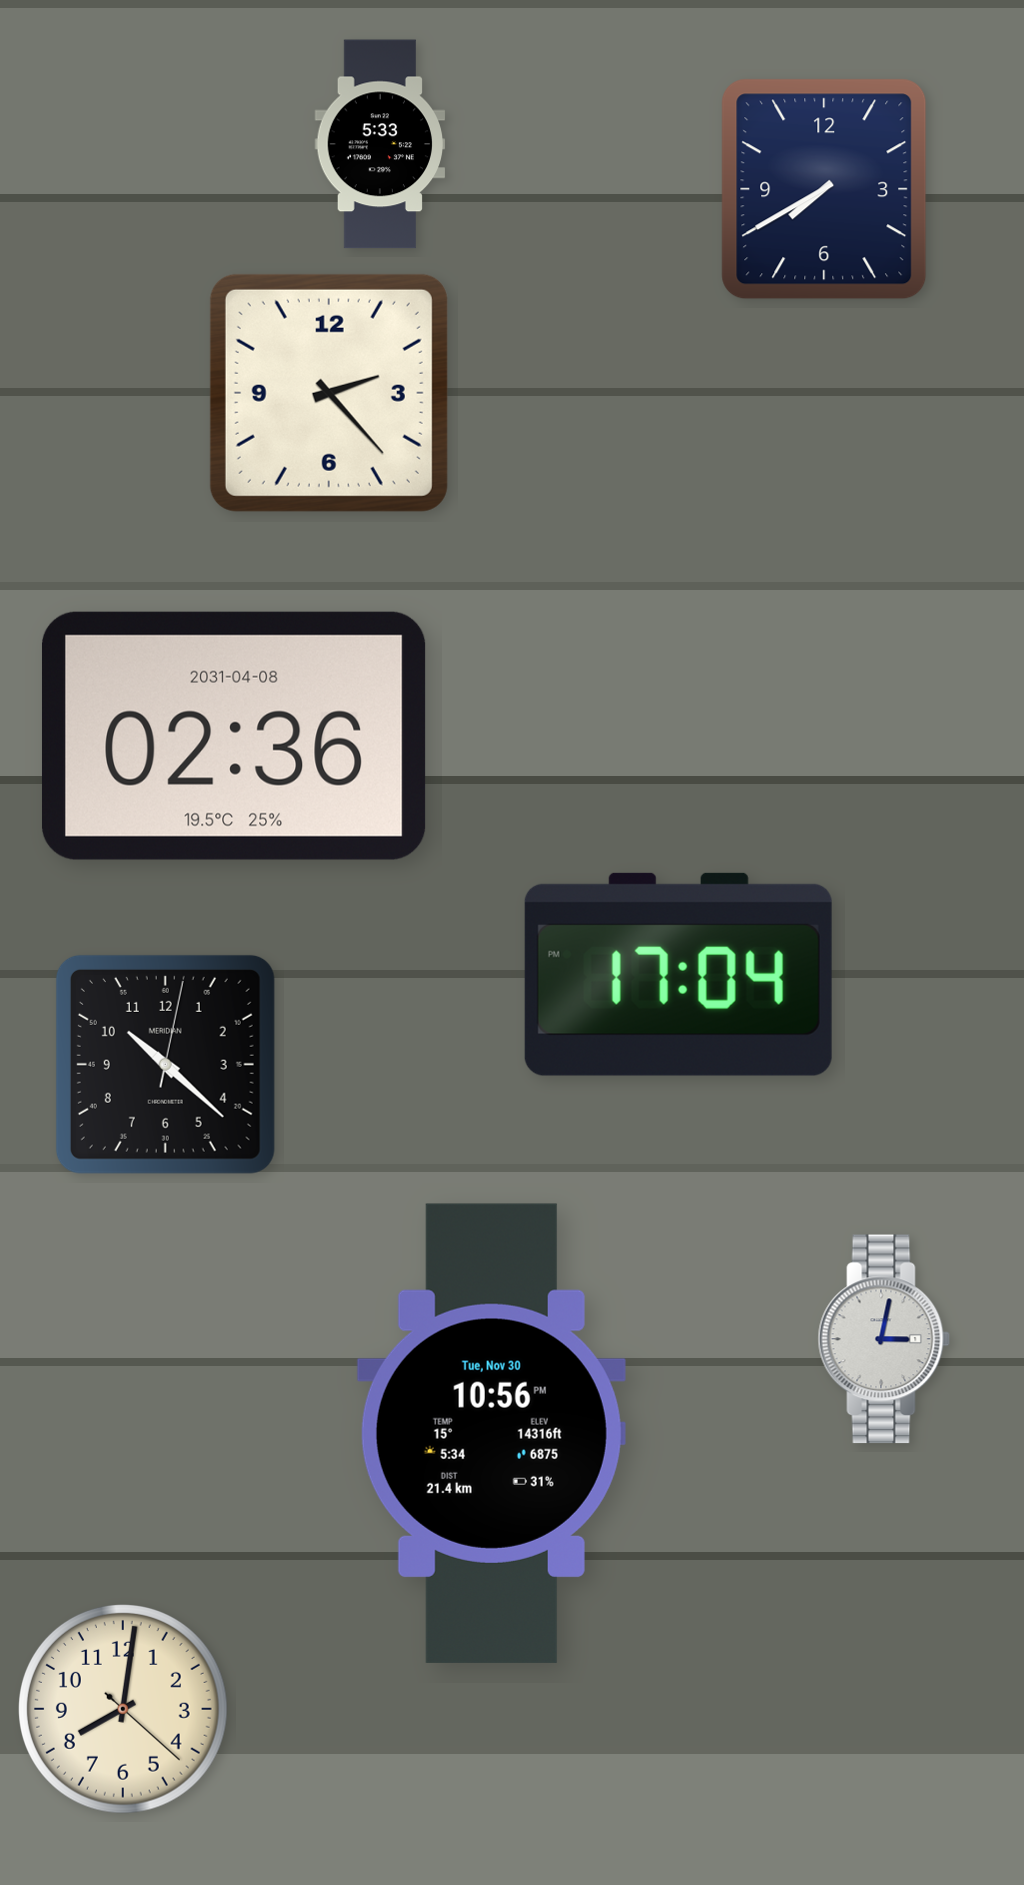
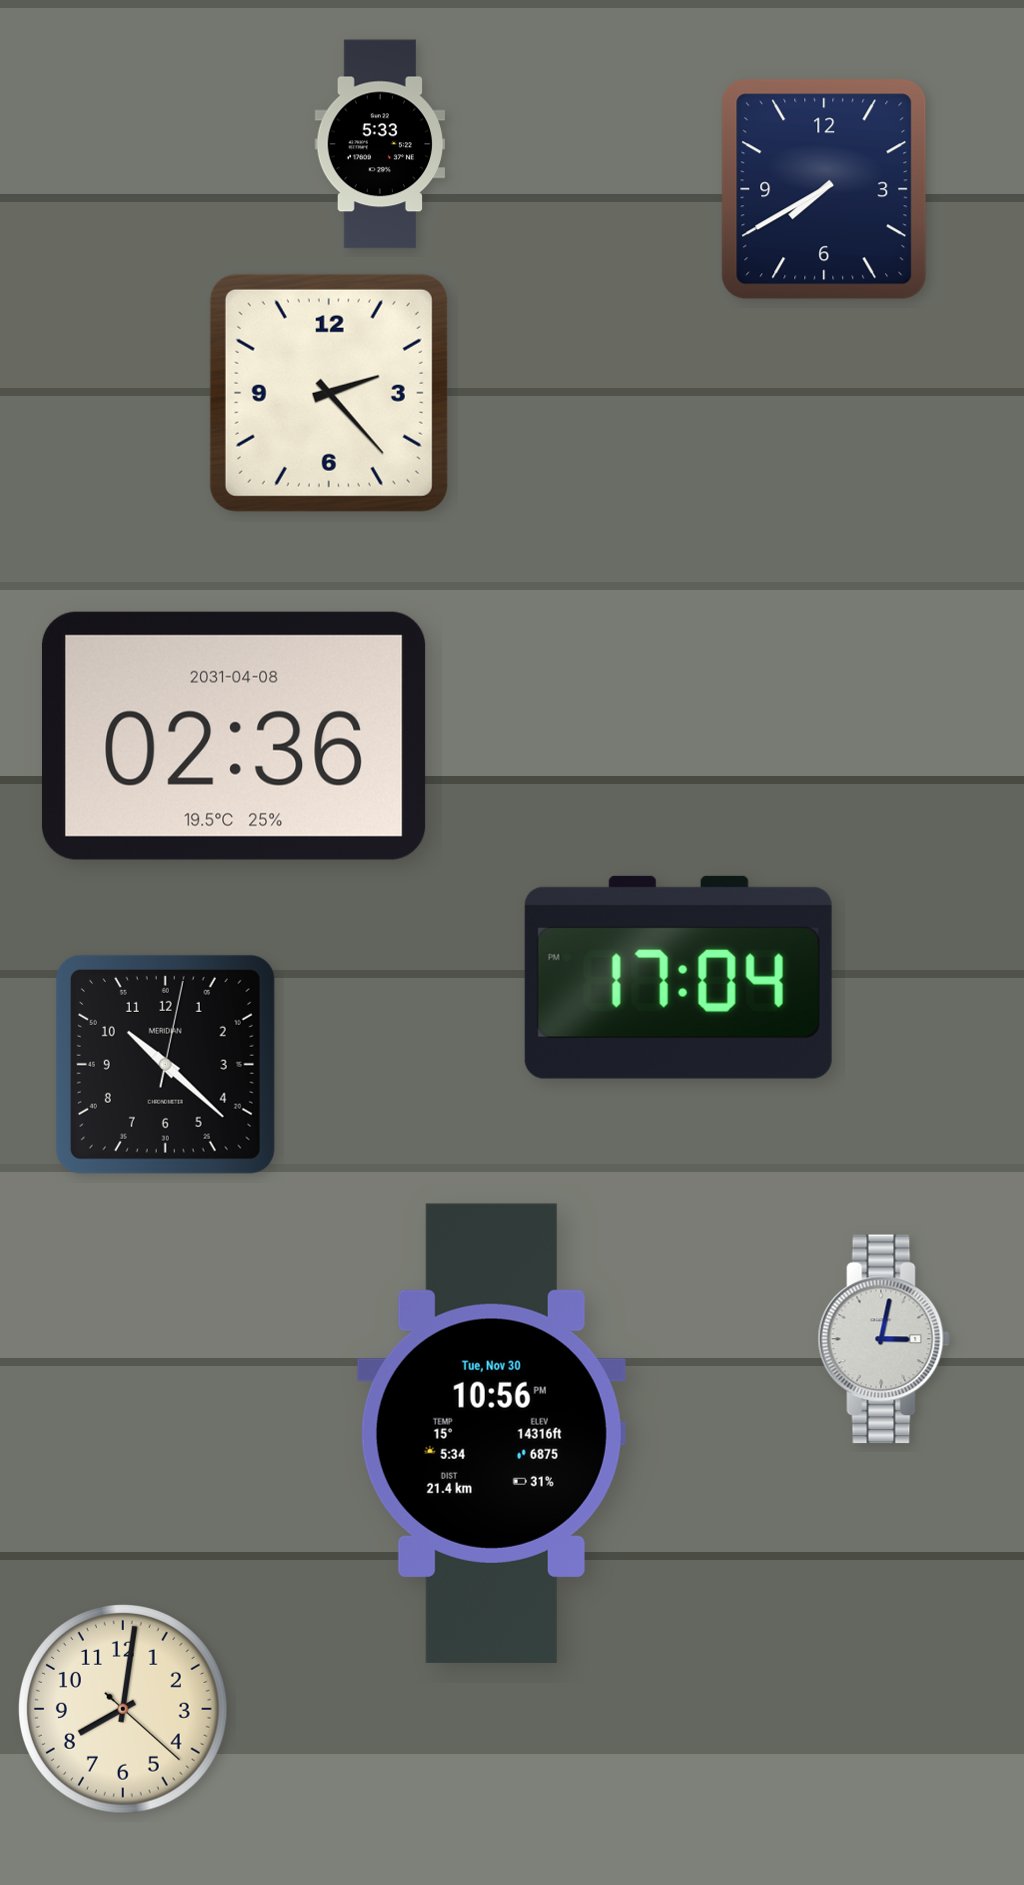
clock at (678, 974) position: (678, 974) -> (678, 977)
